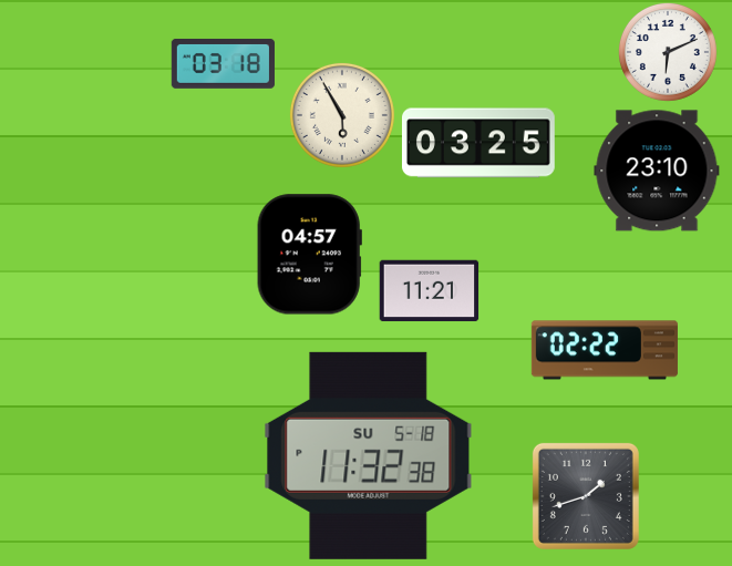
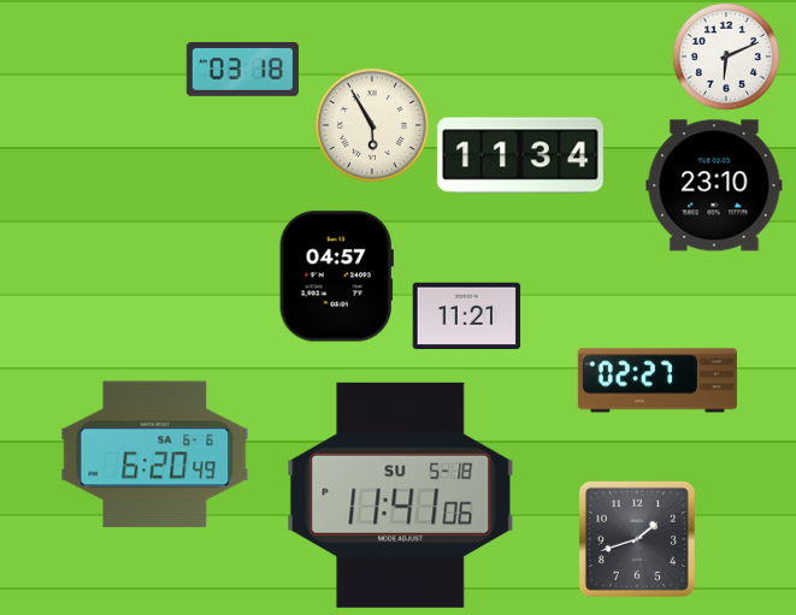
clock at (478, 143): 03:25 -> 11:34
clock at (605, 350): 02:22 -> 02:27
clock at (155, 455): none -> 6:20
clock at (369, 455): 11:32 -> 11:41
